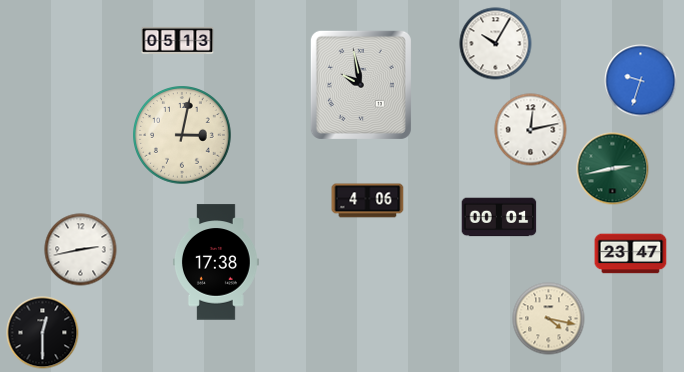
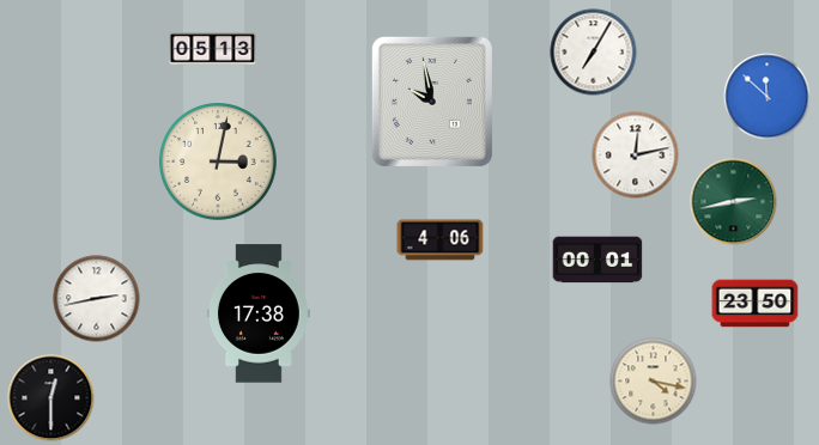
clock at (496, 44): 10:05 -> 7:05
clock at (641, 81): 9:33 -> 11:52
clock at (631, 254): 23:47 -> 23:50
clock at (549, 319) position: (549, 319) -> (654, 382)
